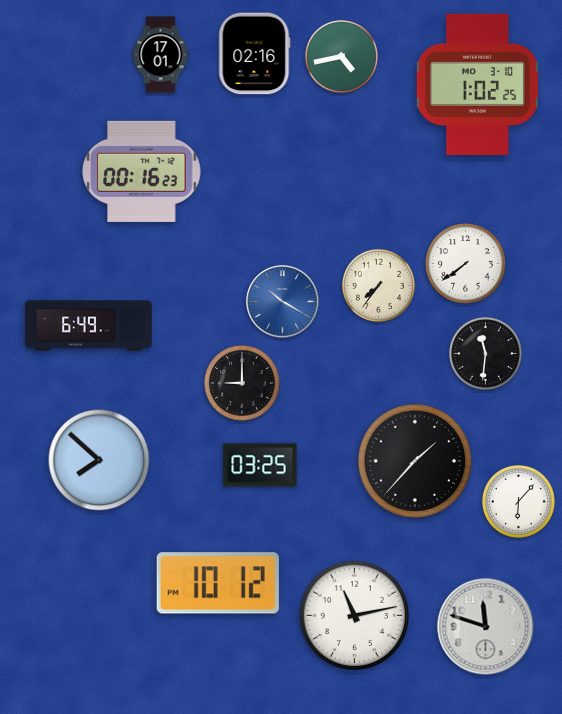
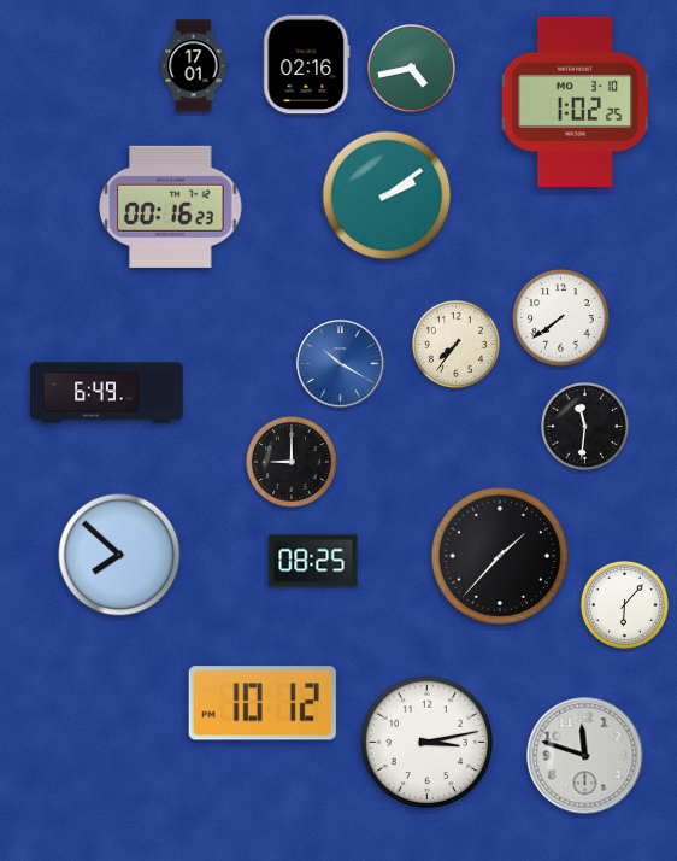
clock at (387, 195): none -> 2:09
clock at (260, 465): 03:25 -> 08:25
clock at (355, 616): 11:13 -> 3:13
